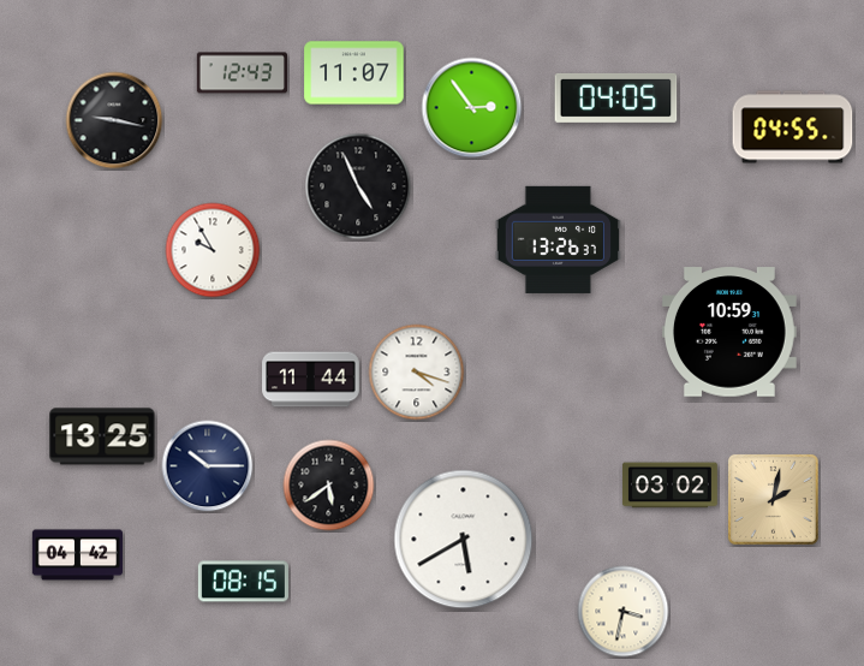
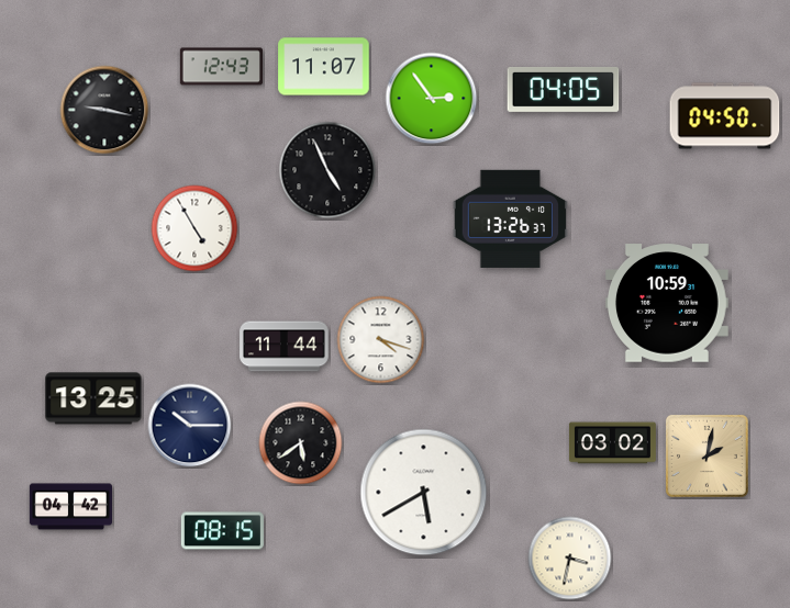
clock at (793, 127): 04:55 -> 04:50
clock at (213, 250): 9:55 -> 4:55
